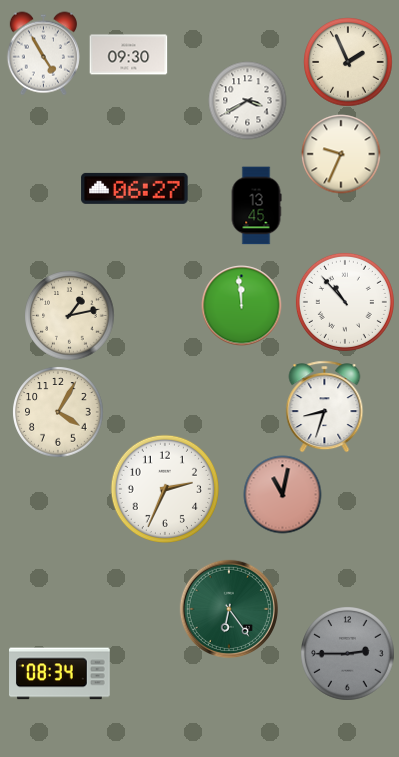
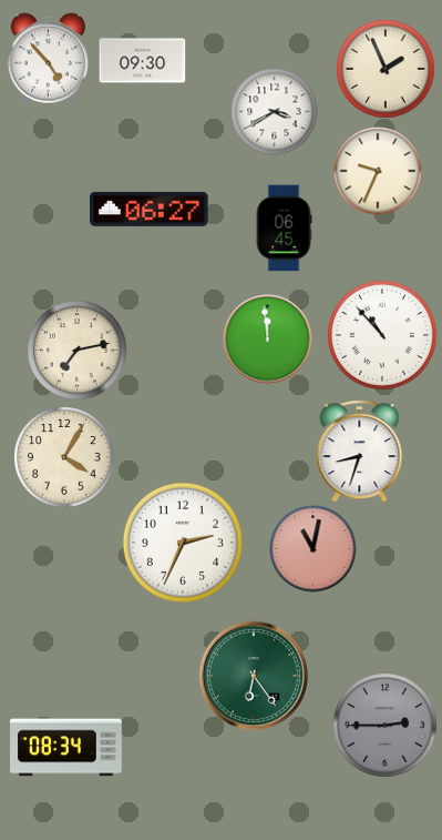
clock at (43, 53): 4:55 -> 4:53
clock at (256, 205): 13:45 -> 06:45
clock at (69, 315): 1:13 -> 7:13
